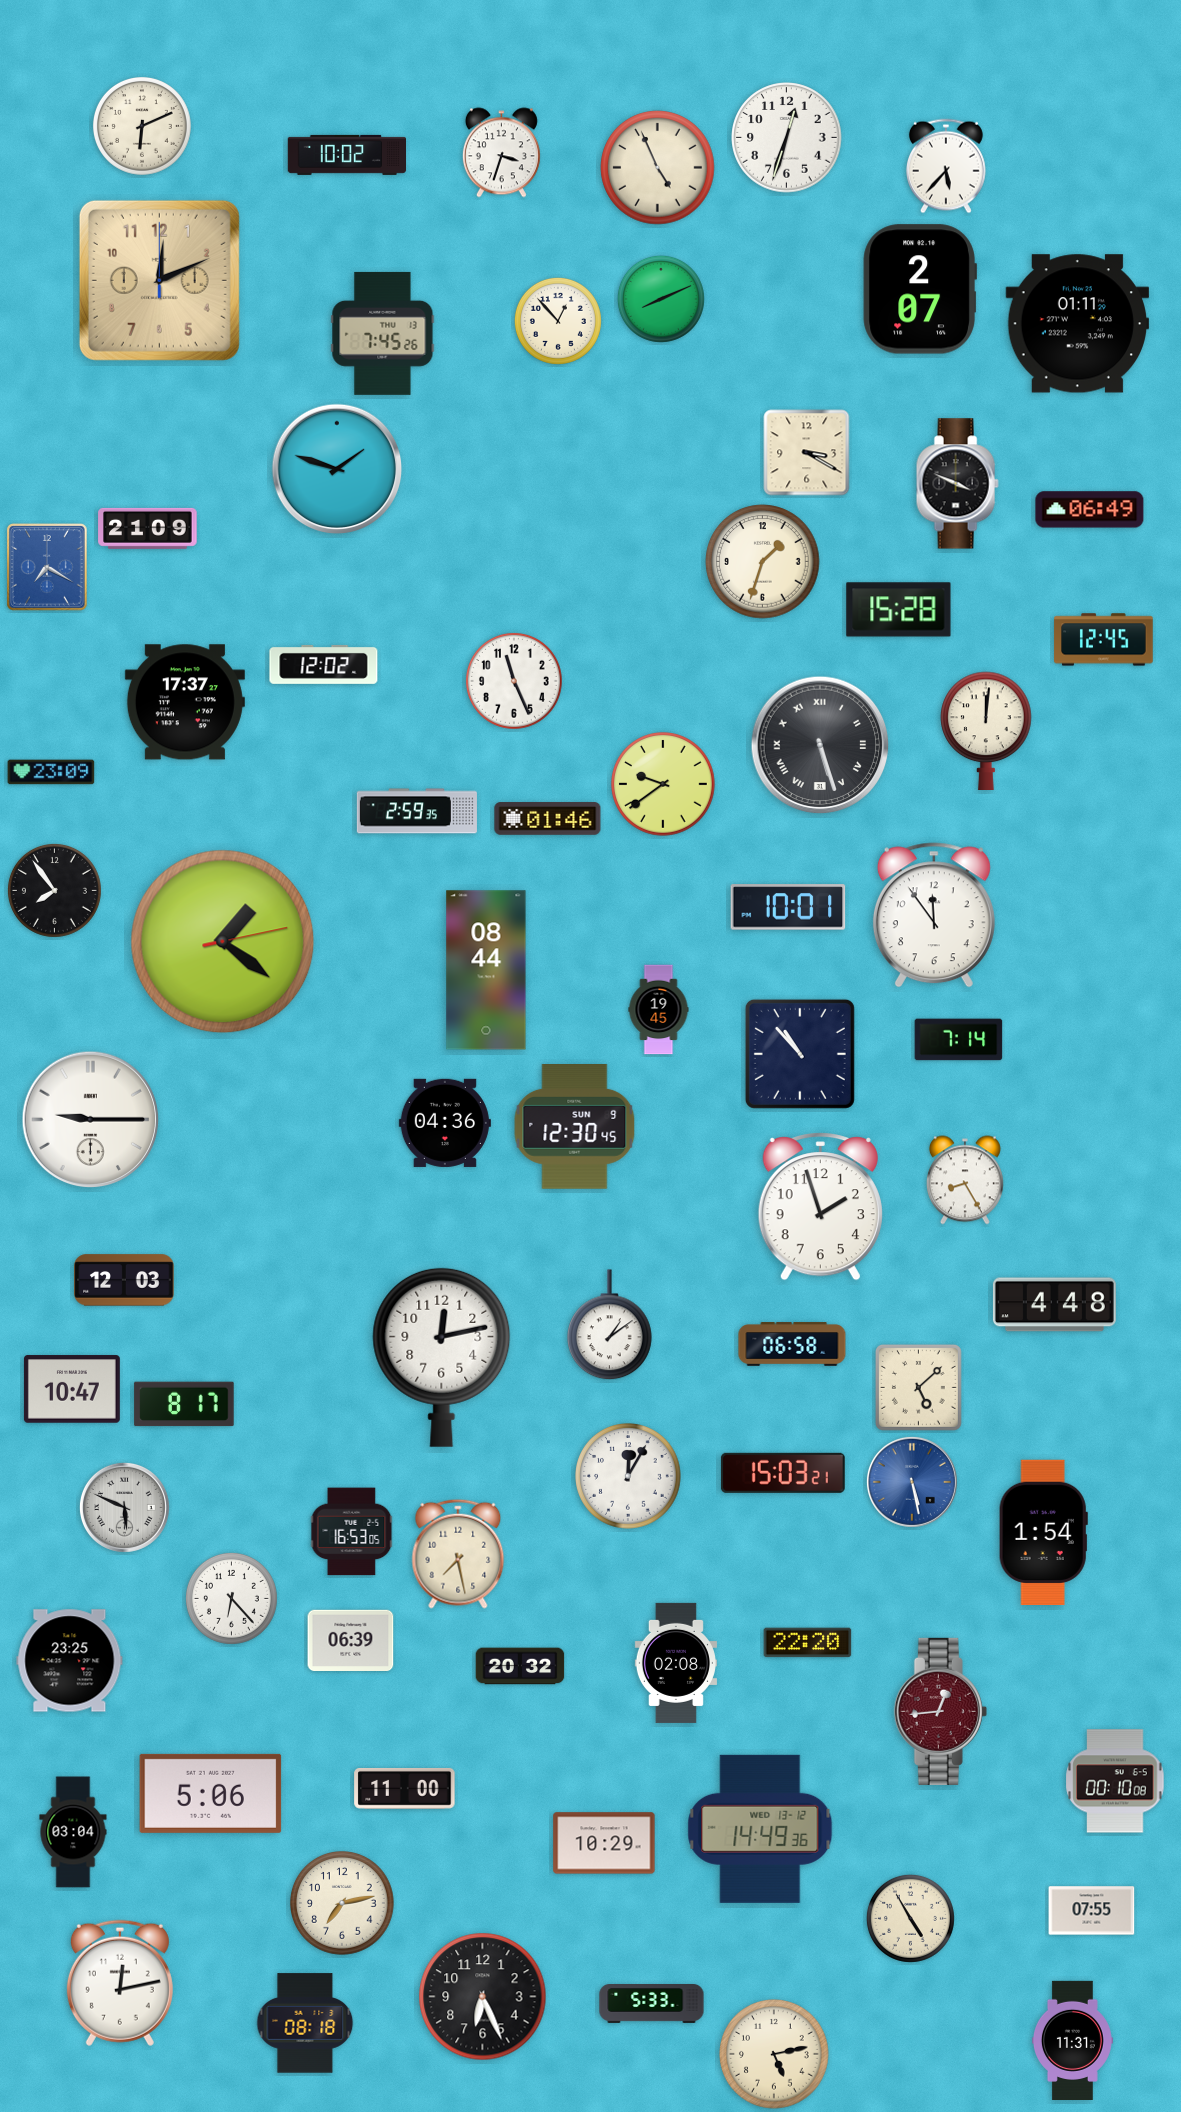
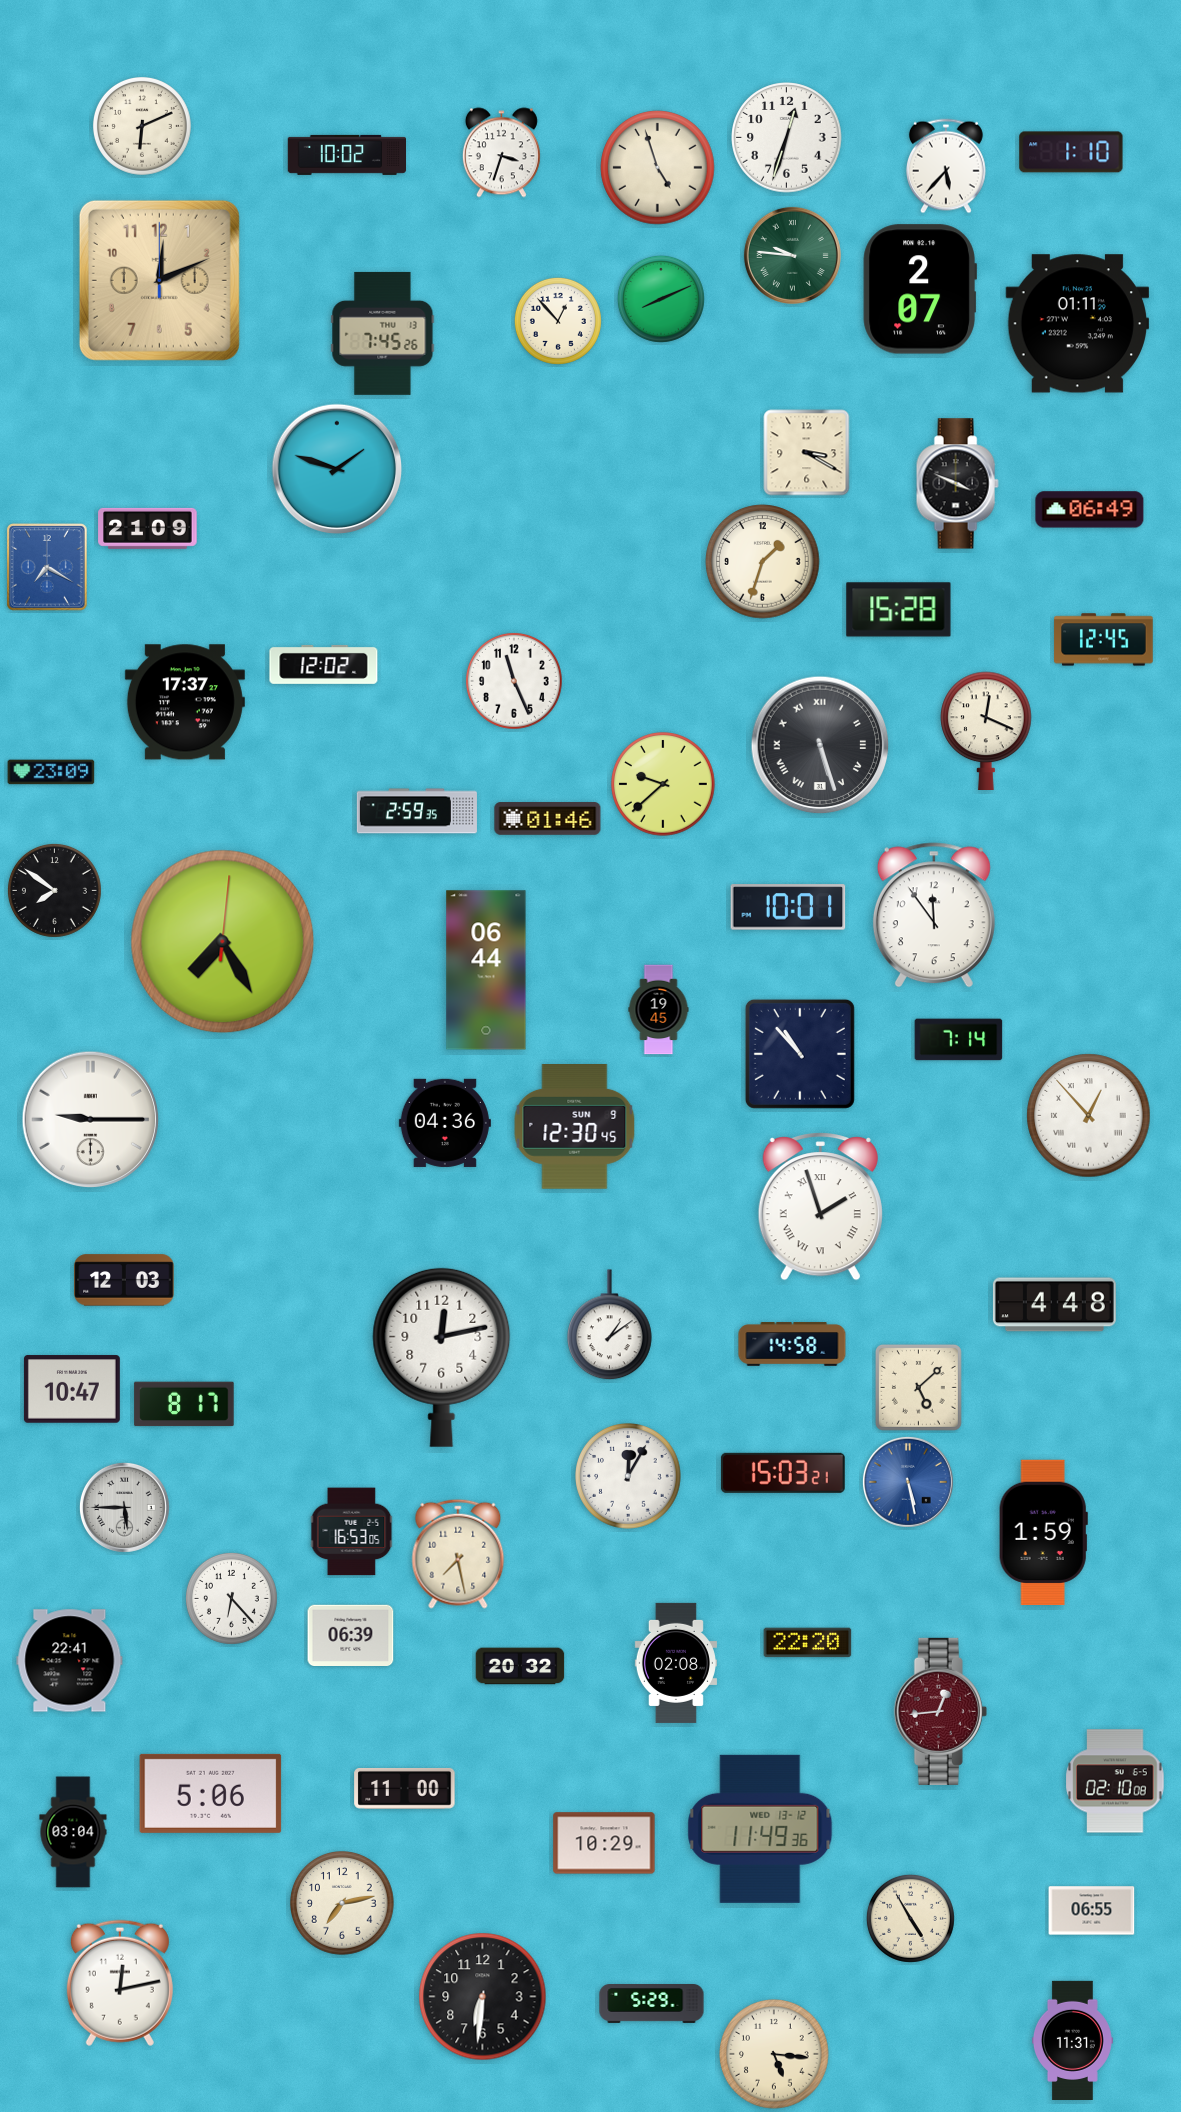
clock at (1071, 152): none -> 1:10
clock at (658, 168): 4:56 -> 4:57
clock at (792, 255): none -> 9:46
clock at (986, 731): 12:01 -> 12:19
clock at (664, 785): 9:39 -> 9:38
clock at (54, 890): 7:54 -> 7:51
clock at (223, 942): 1:21 -> 7:25
clock at (486, 970): 08:44 -> 06:44
clock at (1089, 1116): none -> 12:53
clock at (965, 1180): 8:25 -> none
clock at (820, 1207) numerals: Arabic -> Roman
clock at (792, 1344): 06:58 -> 14:58
clock at (912, 1482) position: (912, 1482) -> (908, 1482)
clock at (124, 1507): 5:49 -> 5:45
clock at (1043, 1532): 1:54 -> 1:59
clock at (351, 1641) position: (351, 1641) -> (351, 1636)
clock at (70, 1661): 23:25 -> 22:41
clock at (1115, 1781): 00:10 -> 02:10
clock at (760, 1829): 14:49 -> 11:49
clock at (1092, 1911): 07:55 -> 06:55
clock at (483, 1997): 6:26 -> 6:31
clock at (652, 2004): 5:33 -> 5:29
clock at (305, 2023): 08:18 -> none
clock at (774, 2054): 5:13 -> 5:16
